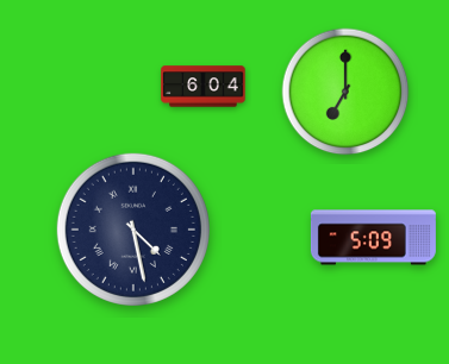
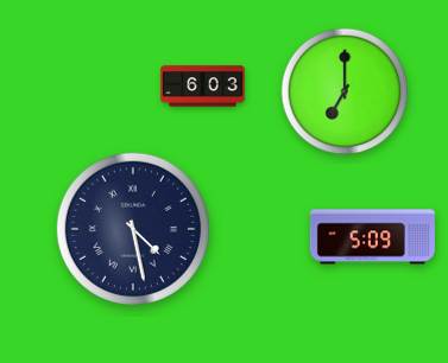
clock at (204, 87): 6:04 -> 6:03
